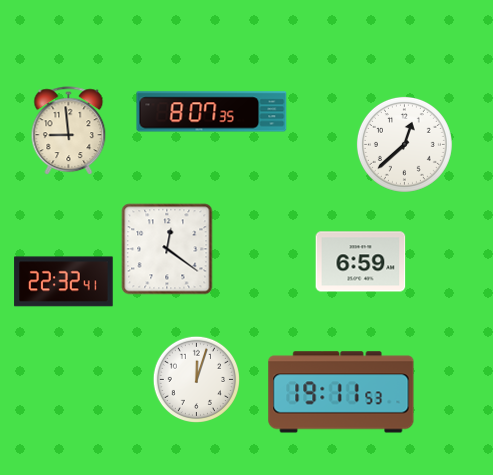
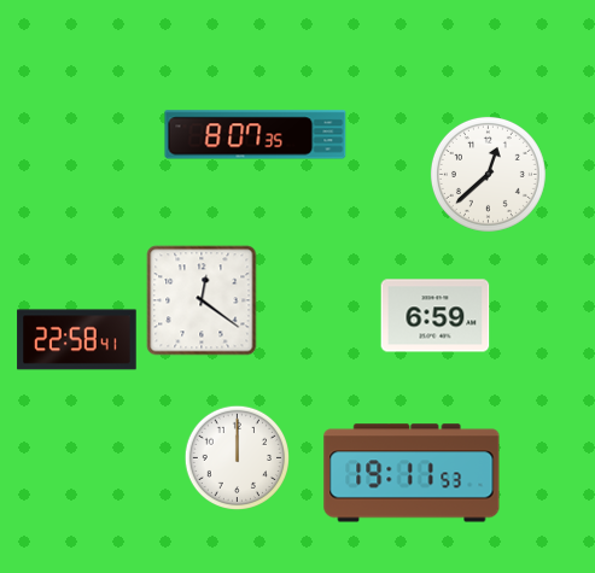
clock at (69, 131): 8:59 -> none
clock at (64, 282): 22:32 -> 22:58
clock at (196, 379): 12:03 -> 12:00
